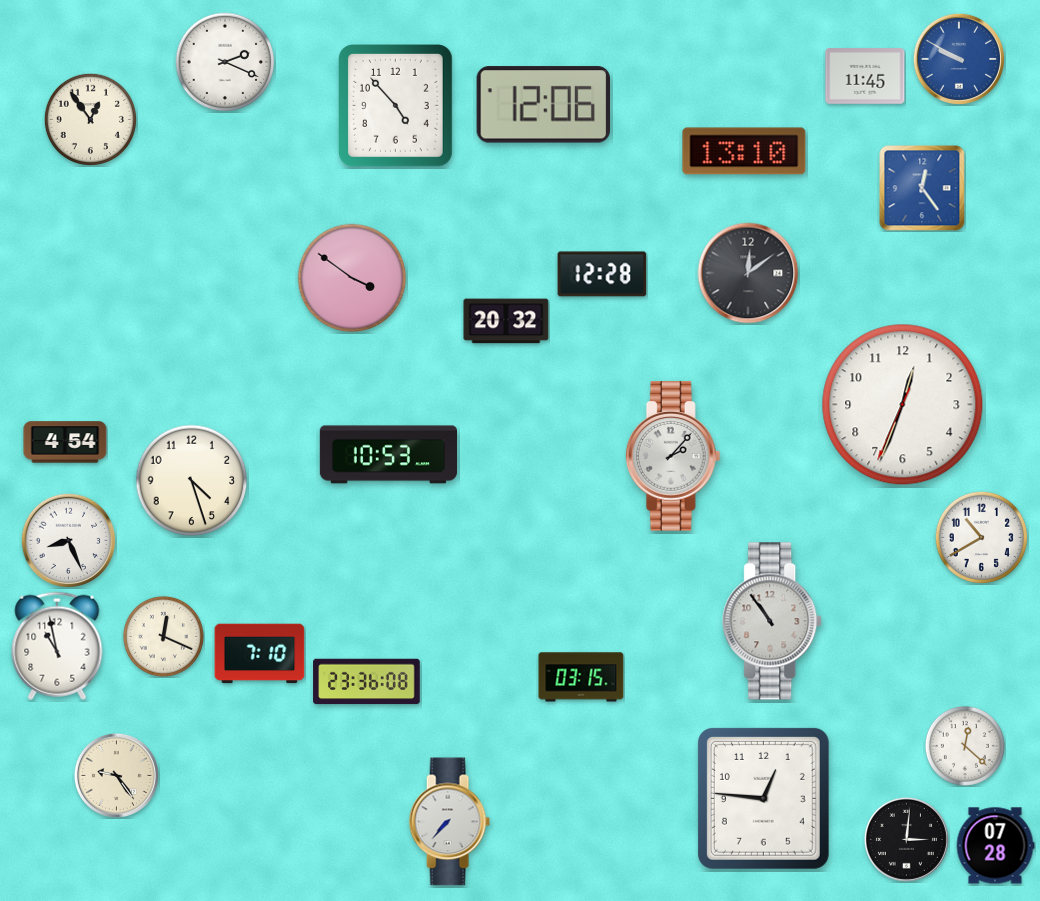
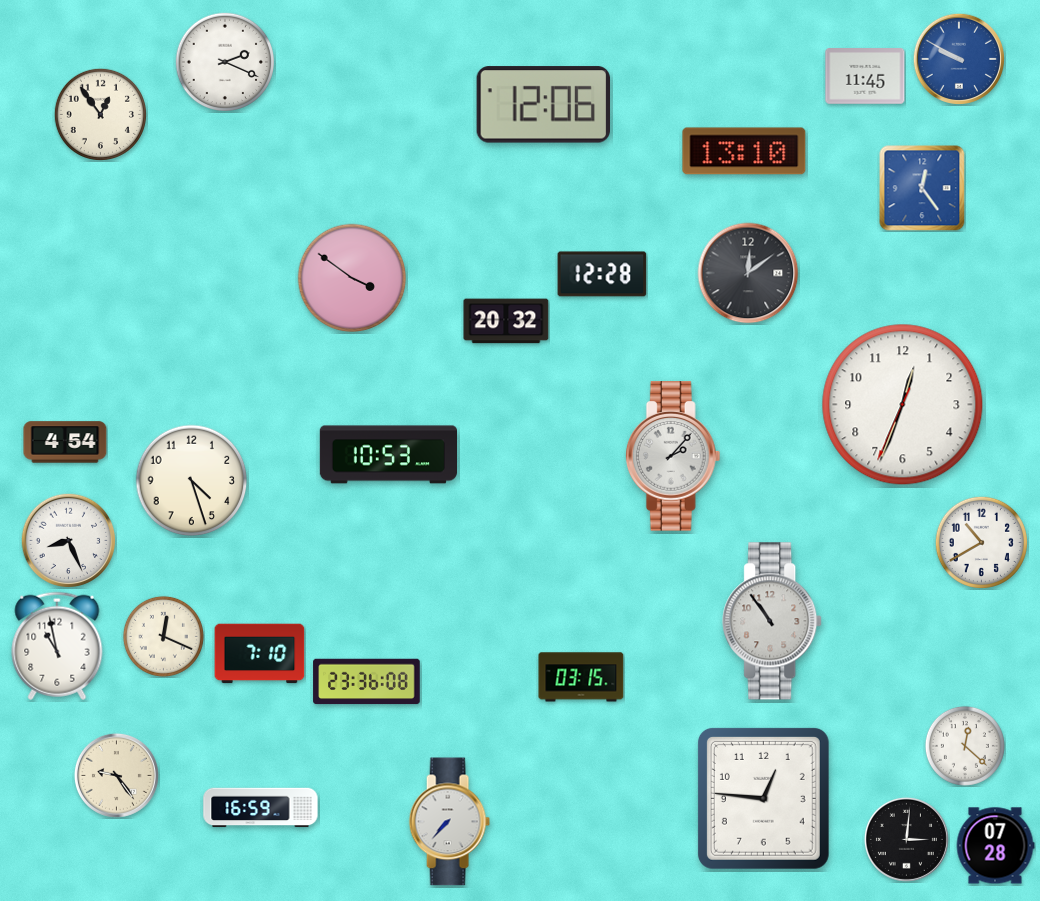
clock at (396, 106): 4:53 -> none
clock at (90, 119) position: (90, 119) -> (100, 114)
clock at (981, 537) position: (981, 537) -> (981, 542)
clock at (261, 808): none -> 16:59
